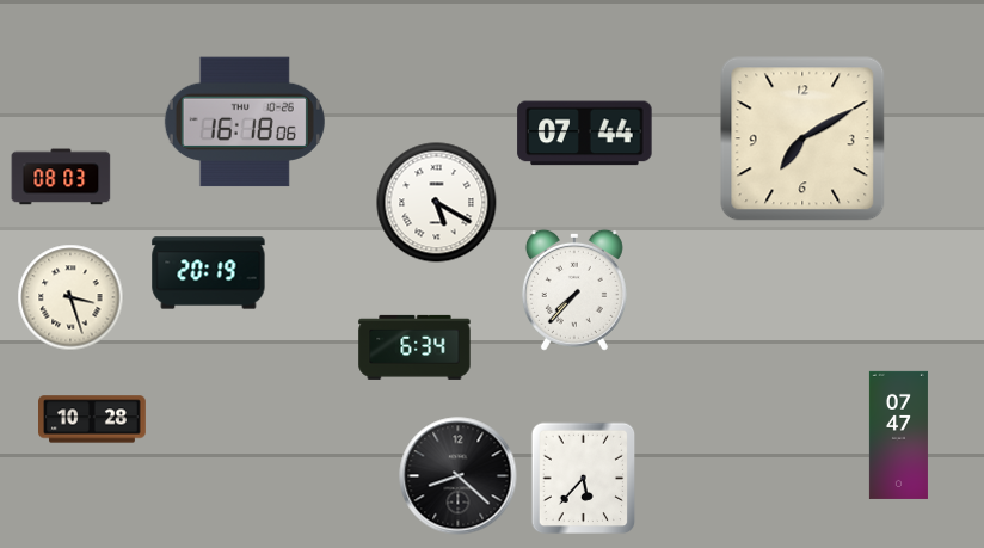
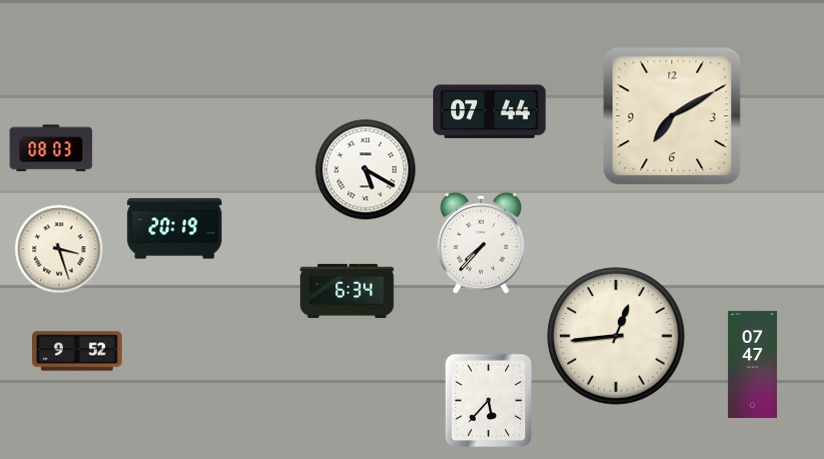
clock at (245, 122): 16:18 -> none
clock at (616, 336): none -> 12:44
clock at (93, 419): 10:28 -> 9:52
clock at (459, 476): 8:22 -> none
